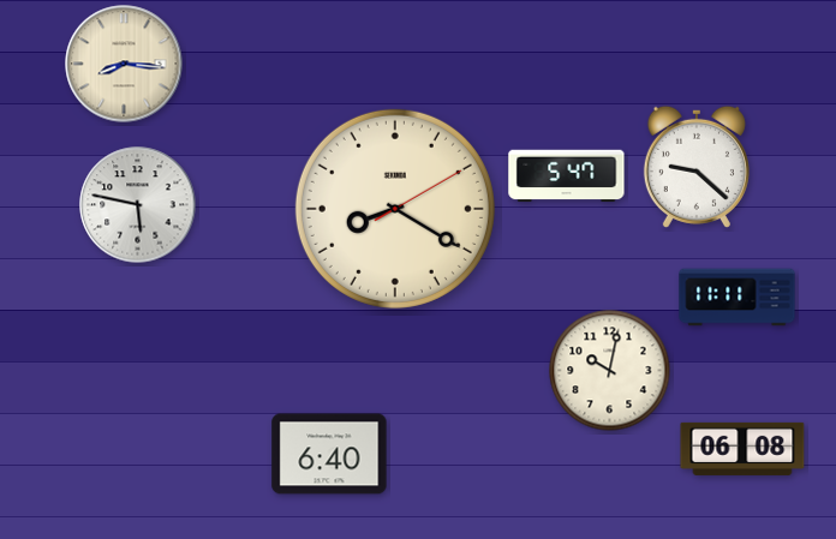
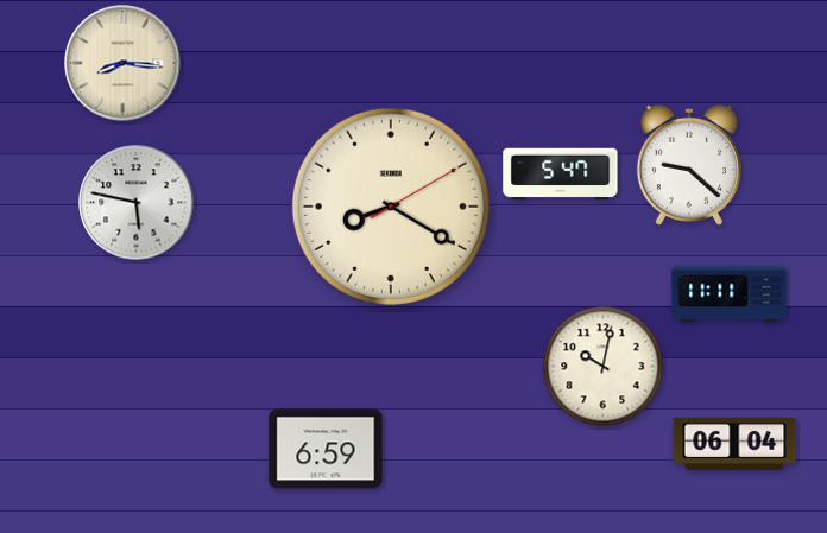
clock at (742, 449): 06:08 -> 06:04
clock at (329, 454): 6:40 -> 6:59
